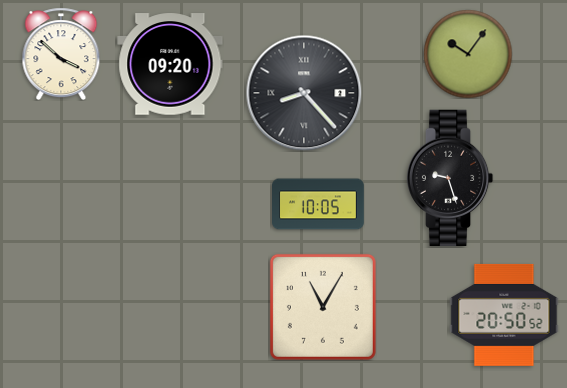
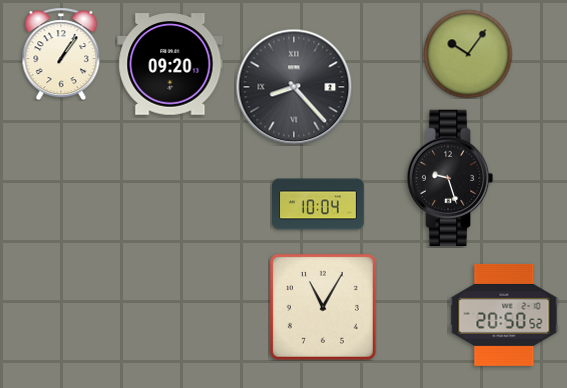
clock at (61, 54): 3:52 -> 1:06
clock at (304, 93) position: (304, 93) -> (294, 87)
clock at (319, 204): 10:05 -> 10:04
